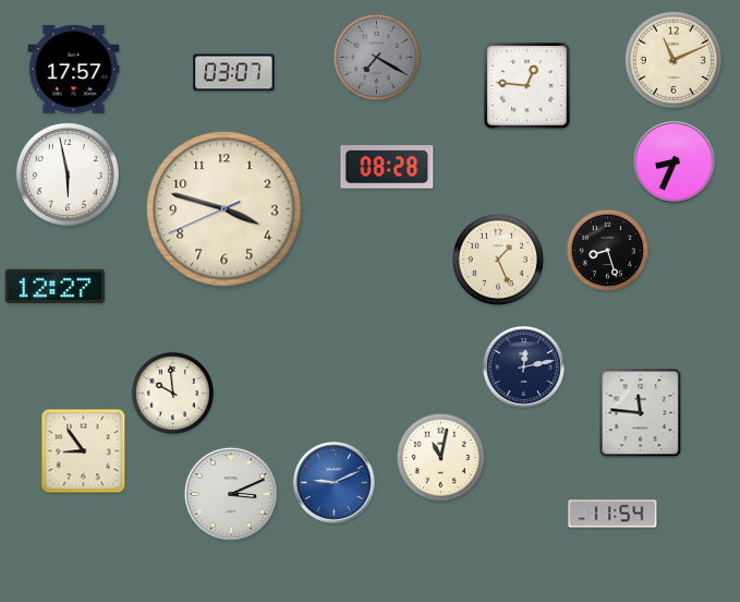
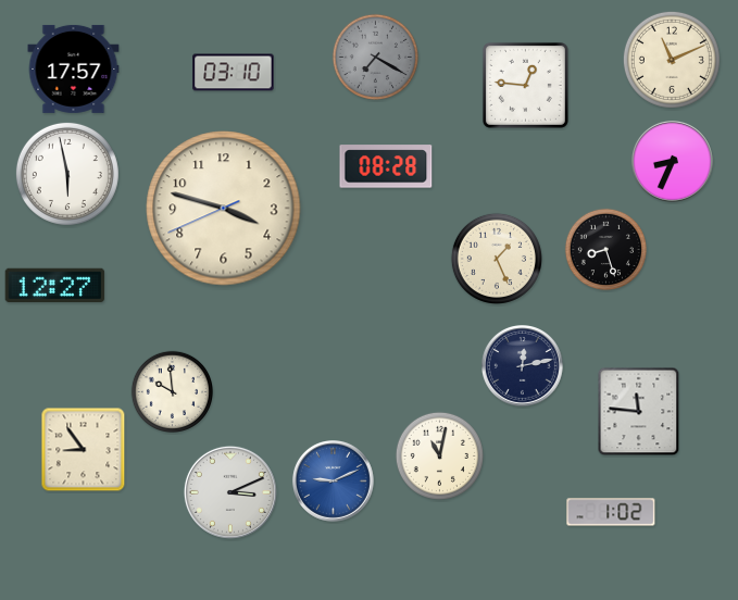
clock at (234, 73): 03:07 -> 03:10
clock at (612, 514): 11:54 -> 1:02
